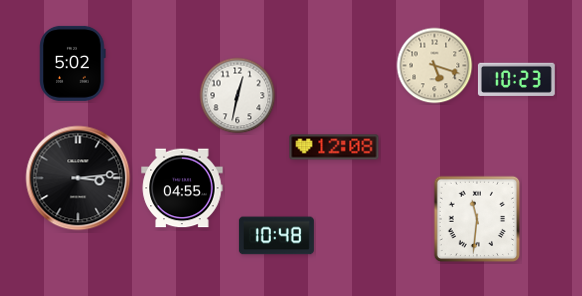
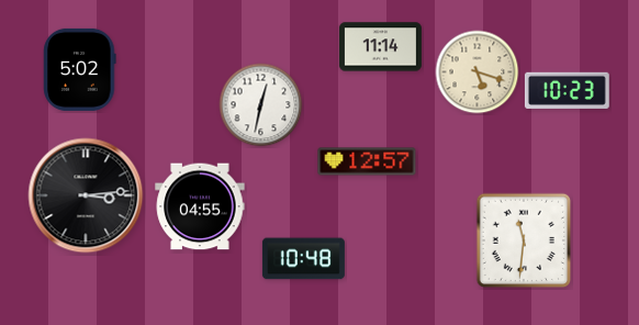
clock at (380, 47): none -> 11:14
clock at (516, 79) position: (516, 79) -> (567, 90)
clock at (334, 147): 12:08 -> 12:57
